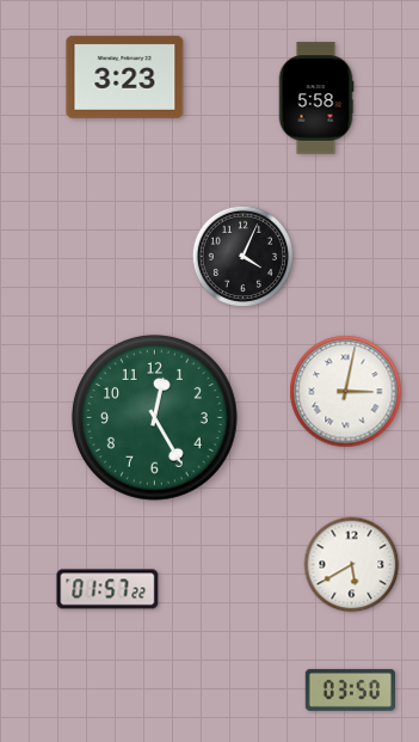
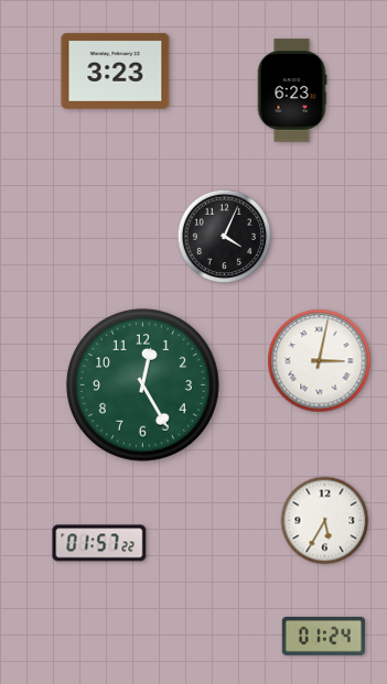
clock at (316, 98): 5:58 -> 6:23
clock at (352, 565): 5:40 -> 5:35
clock at (350, 689): 03:50 -> 01:24
